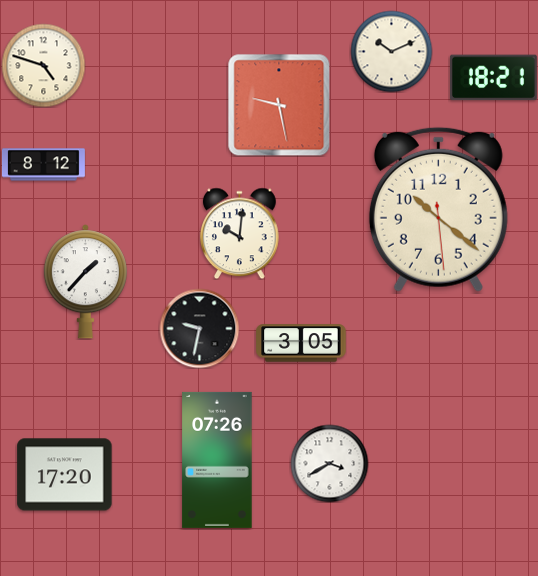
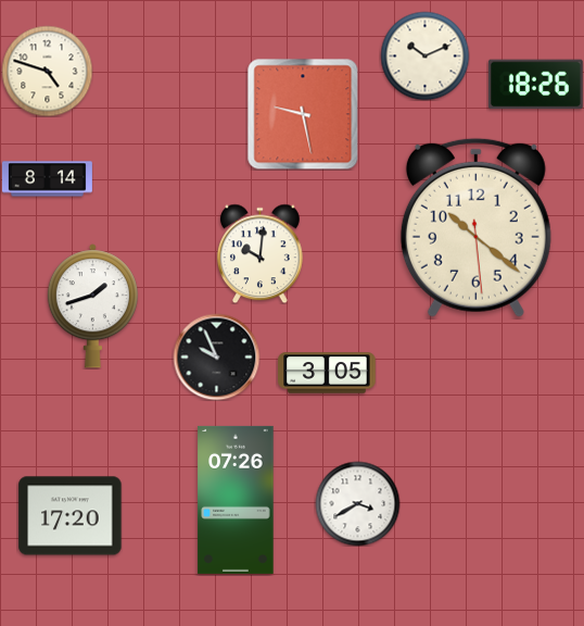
clock at (493, 78): 18:21 -> 18:26
clock at (43, 165): 8:12 -> 8:14
clock at (85, 282): 1:37 -> 1:42
clock at (199, 328): 9:32 -> 9:56
